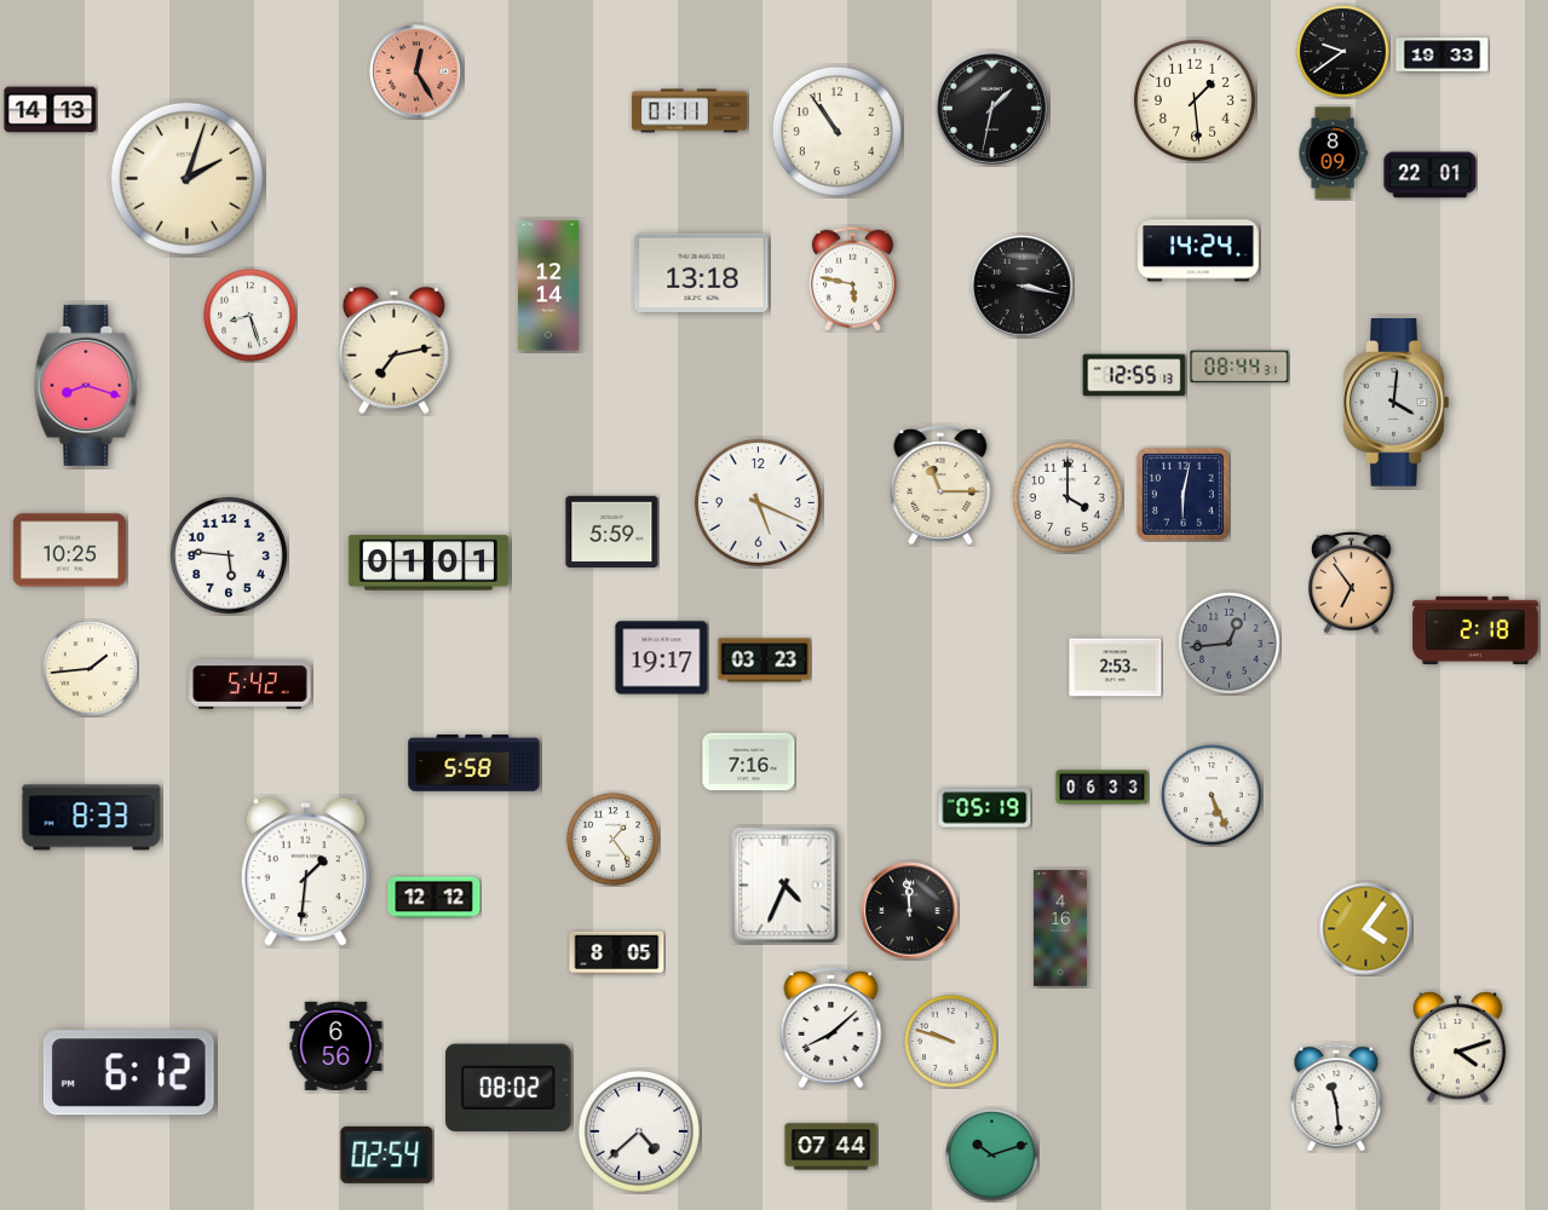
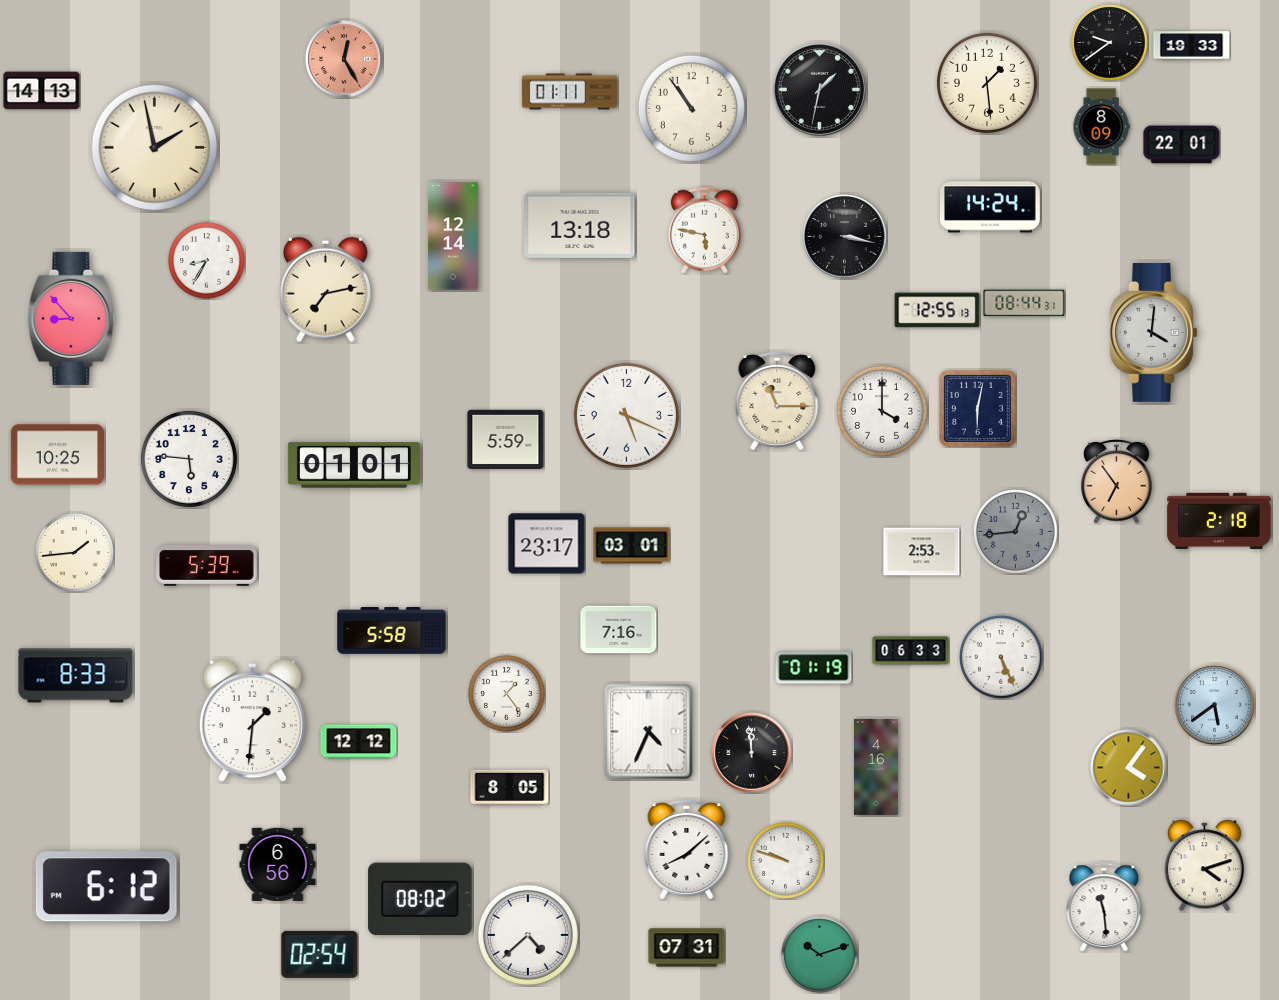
clock at (186, 178): 2:03 -> 1:58
clock at (251, 316): 8:27 -> 8:35
clock at (87, 385): 8:18 -> 8:53
clock at (662, 658): 19:17 -> 23:17
clock at (765, 661): 03:23 -> 03:01
clock at (251, 685): 5:42 -> 5:39
clock at (985, 808): 05:19 -> 01:19
clock at (1215, 705): none -> 5:39
clock at (831, 1147): 07:44 -> 07:31
